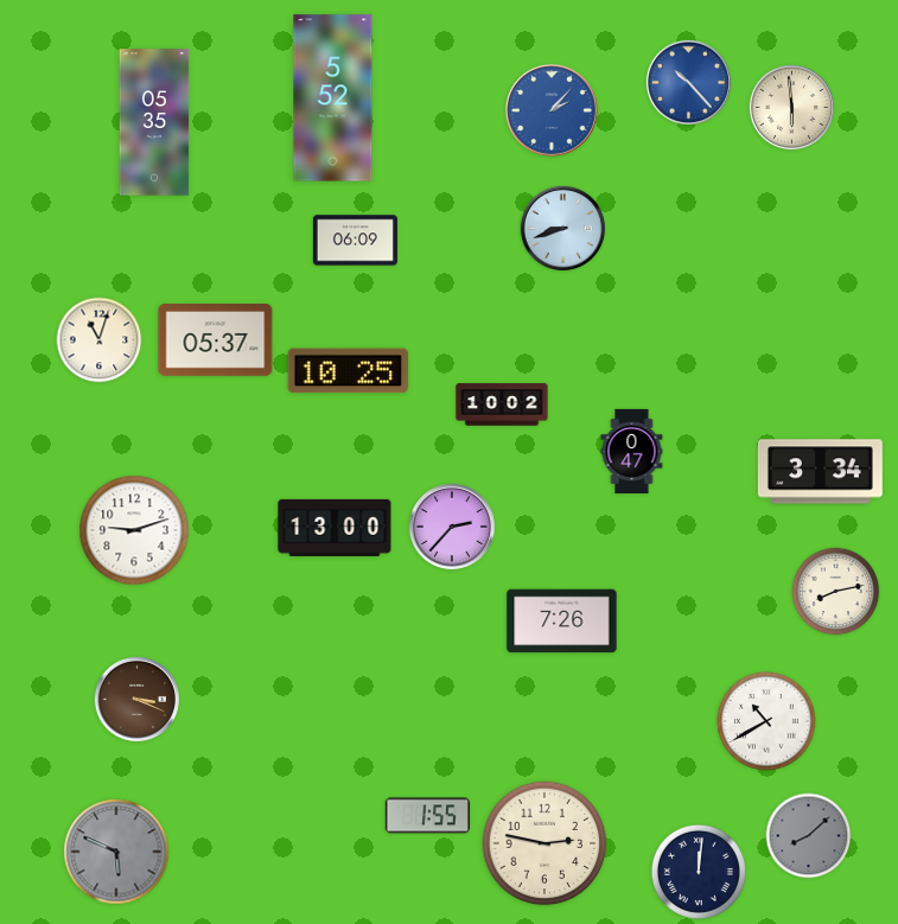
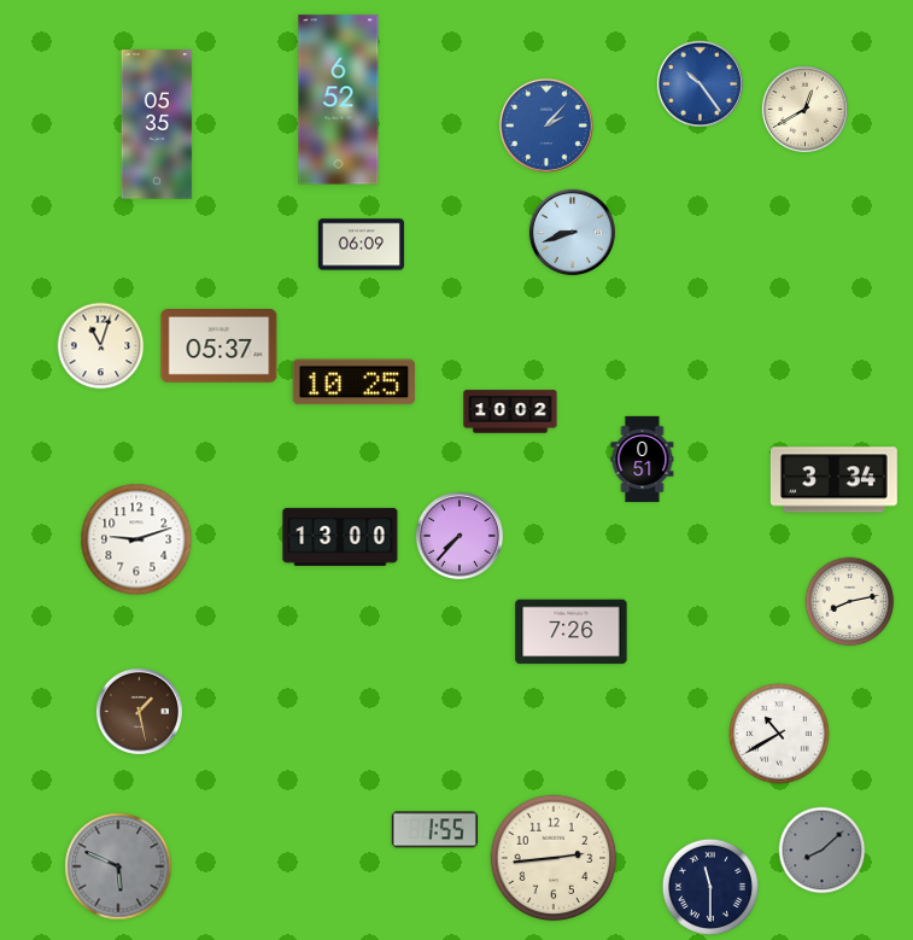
clock at (688, 82): 10:23 -> 10:24
clock at (333, 98): 5:52 -> 6:52
clock at (791, 107): 5:59 -> 12:40
clock at (552, 110) position: (552, 110) -> (546, 125)
clock at (349, 371) position: (349, 371) -> (355, 383)
clock at (632, 451): 0:47 -> 0:51
clock at (452, 527): 2:37 -> 7:37
clock at (136, 699): 3:19 -> 1:28
clock at (544, 843): 2:47 -> 2:44
clock at (699, 872): 12:01 -> 11:30
